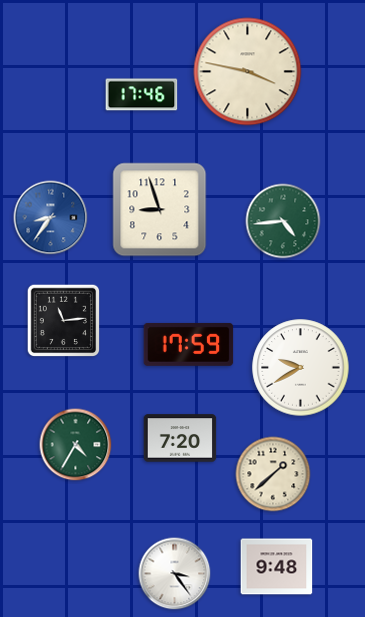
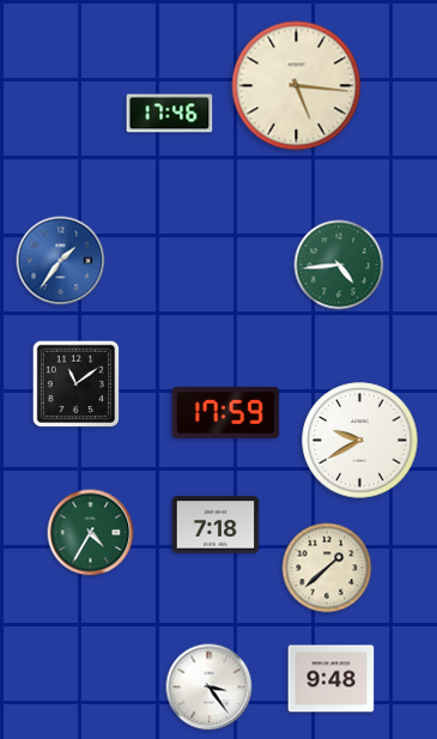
clock at (248, 72): 3:47 -> 5:16
clock at (160, 210): 8:57 -> none
clock at (51, 218): 8:36 -> 1:36
clock at (64, 321): 11:14 -> 11:09
clock at (180, 438): 7:20 -> 7:18
